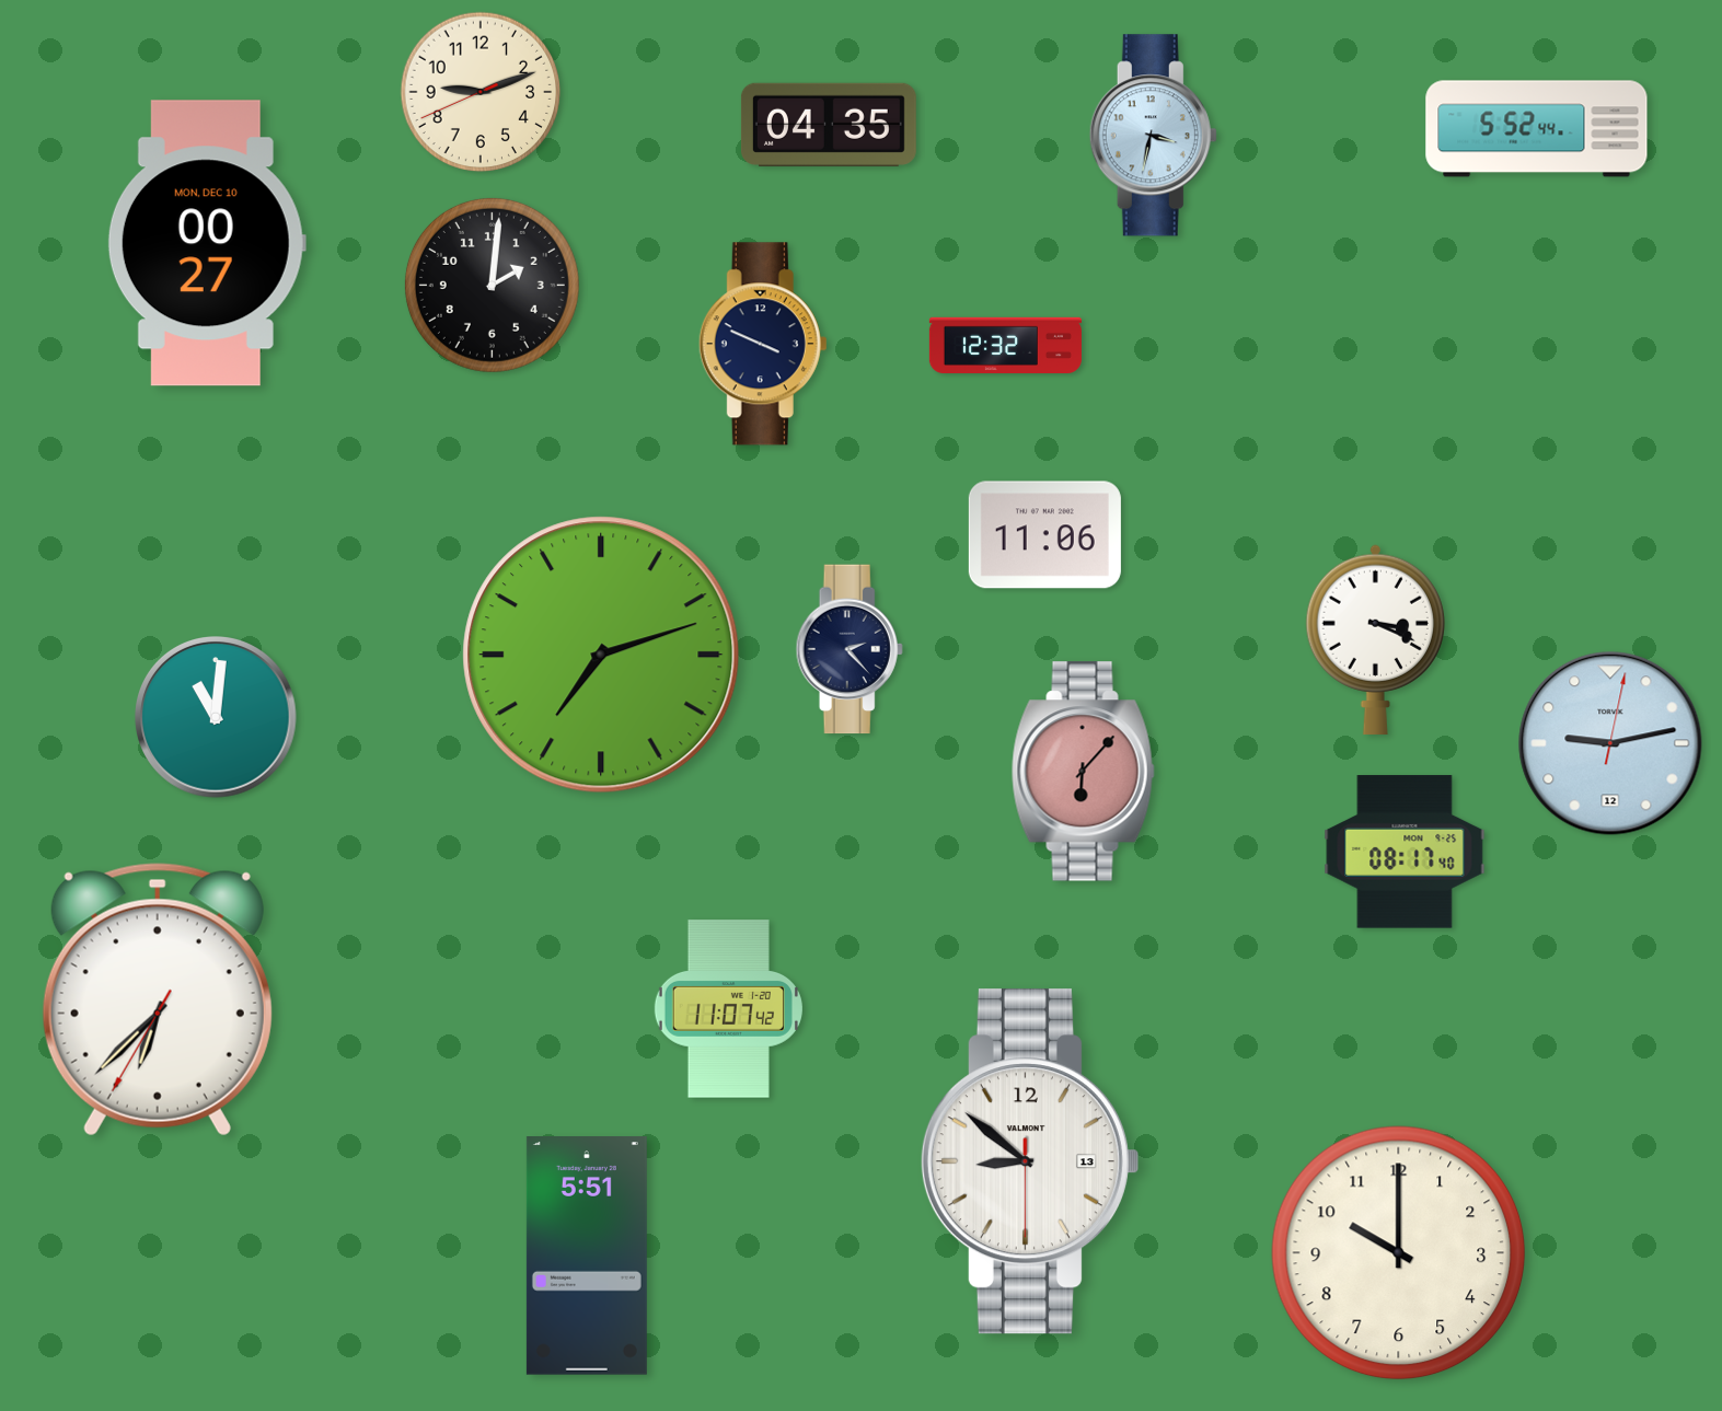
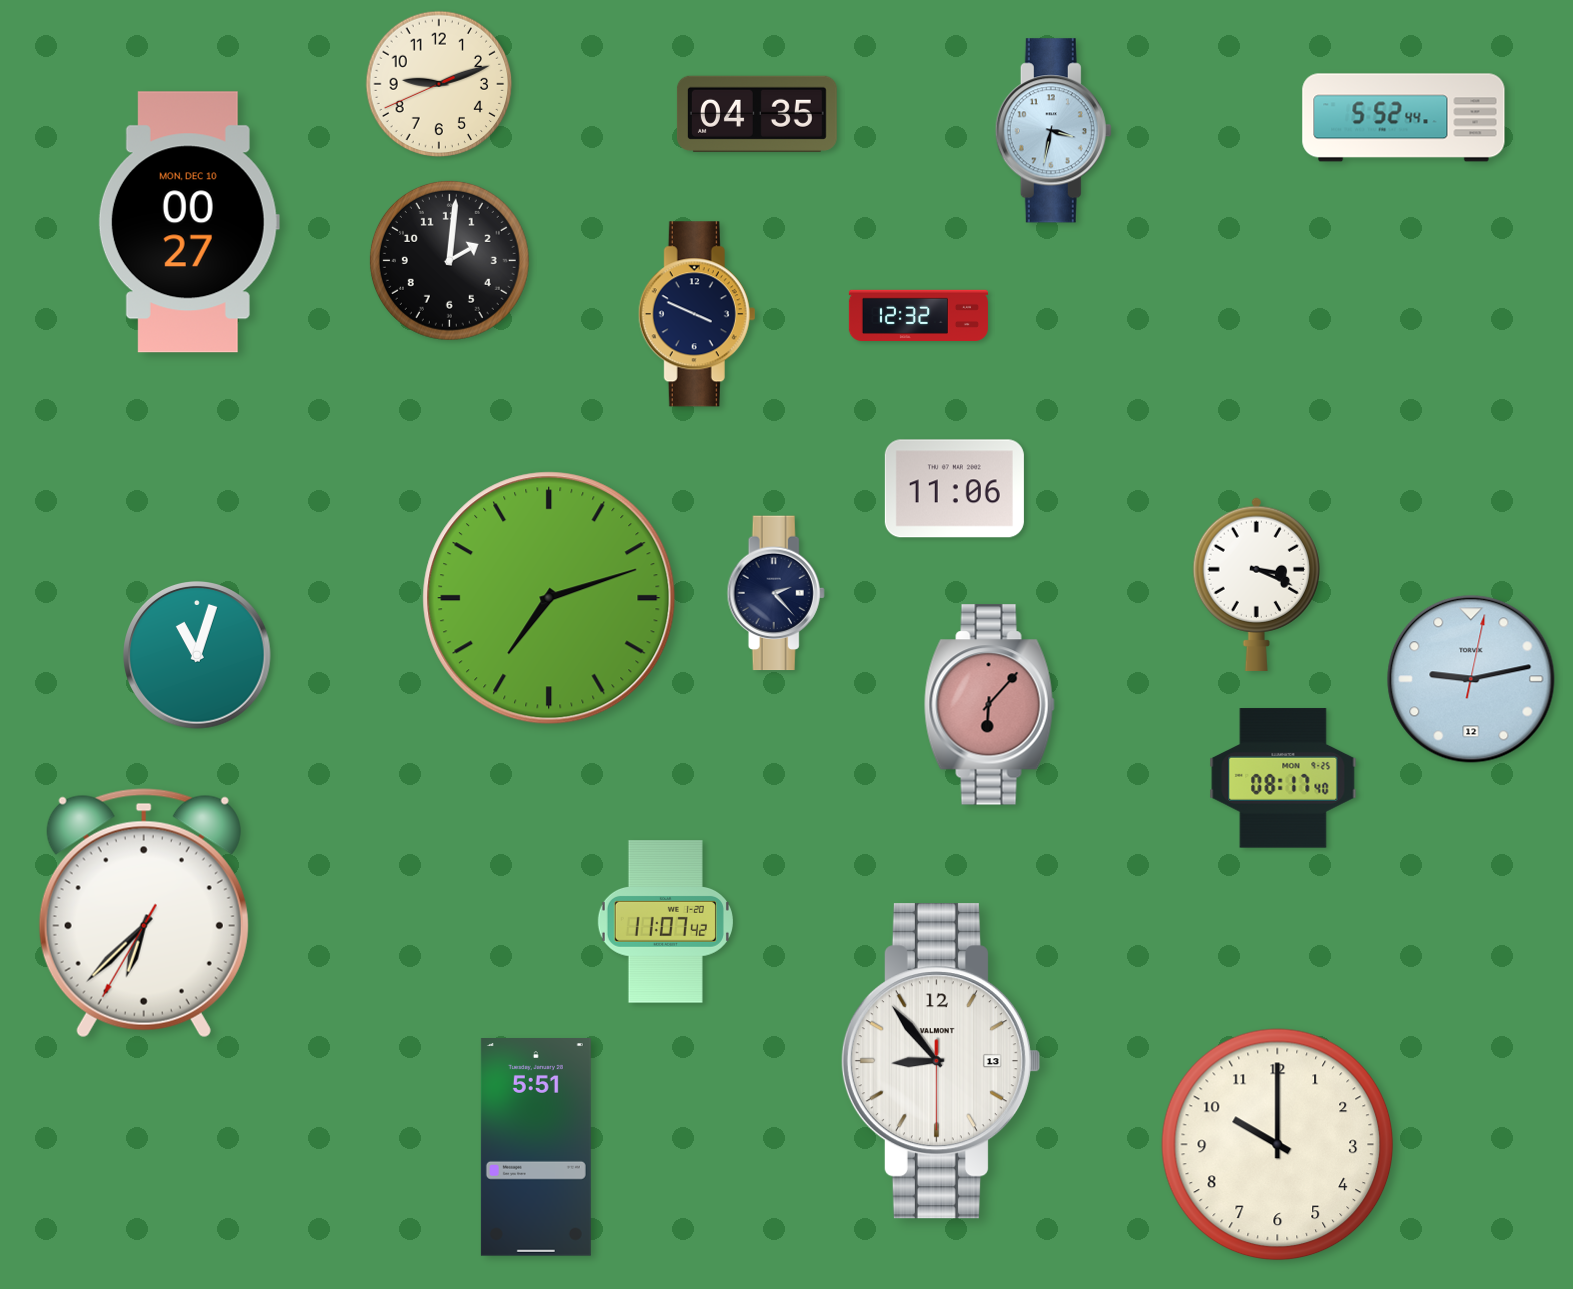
clock at (1153, 136) position: (1153, 136) -> (1053, 131)
clock at (217, 718): 11:01 -> 11:03
clock at (1029, 1161): 8:51 -> 8:53
